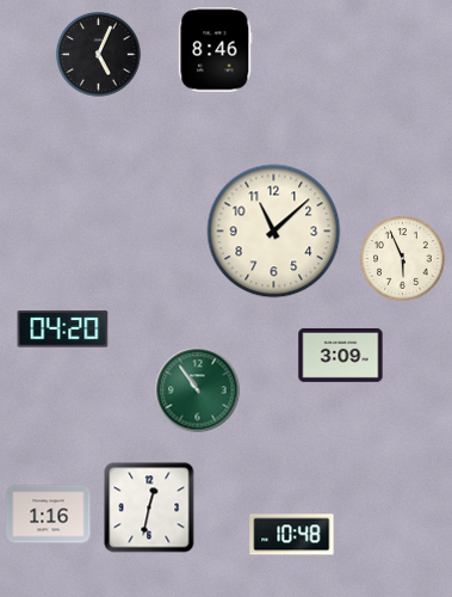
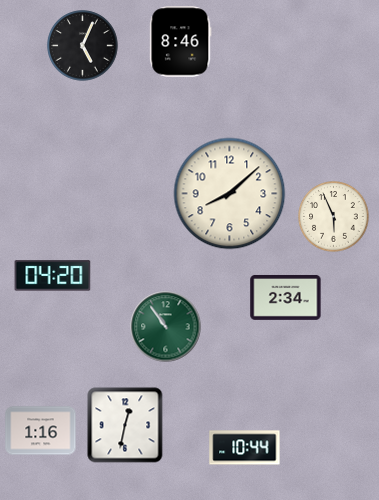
clock at (274, 232): 11:08 -> 8:08
clock at (403, 259) position: (403, 259) -> (334, 217)
clock at (341, 355): 3:09 -> 2:34
clock at (292, 535): 10:48 -> 10:44
